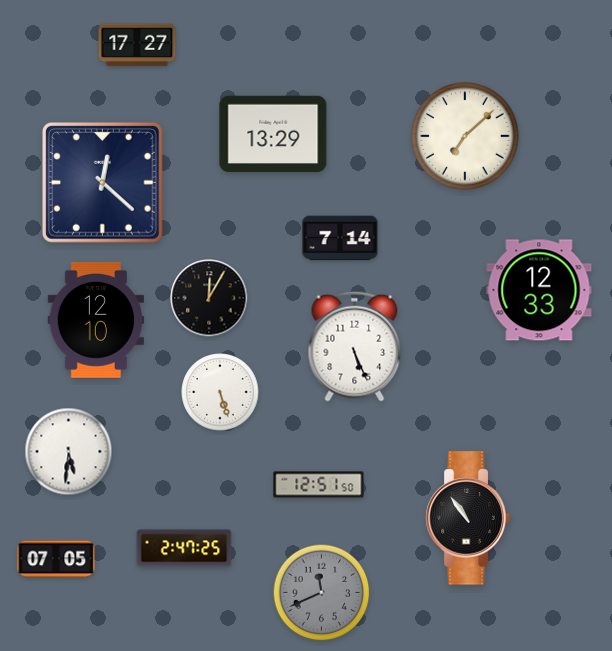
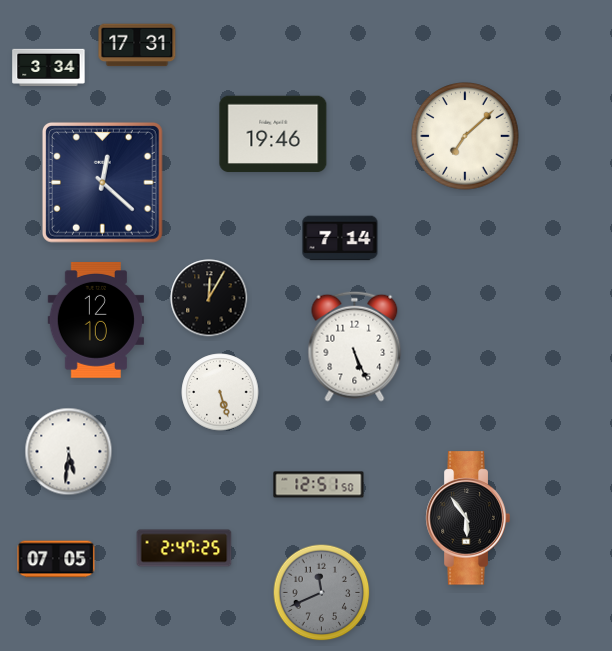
clock at (137, 45): 17:27 -> 17:31
clock at (49, 68): none -> 3:34
clock at (273, 134): 13:29 -> 19:46
clock at (539, 290): 12:33 -> none
clock at (468, 518): 10:54 -> 5:54
